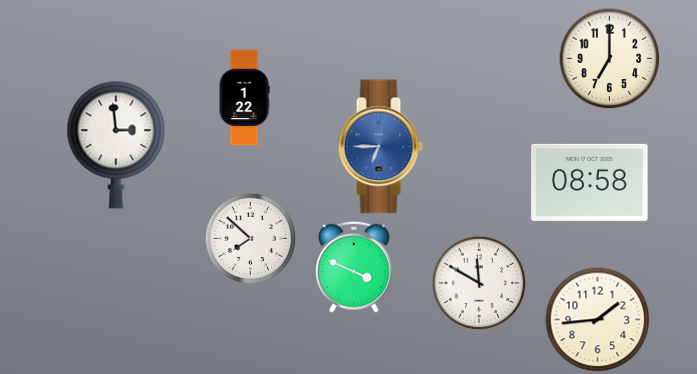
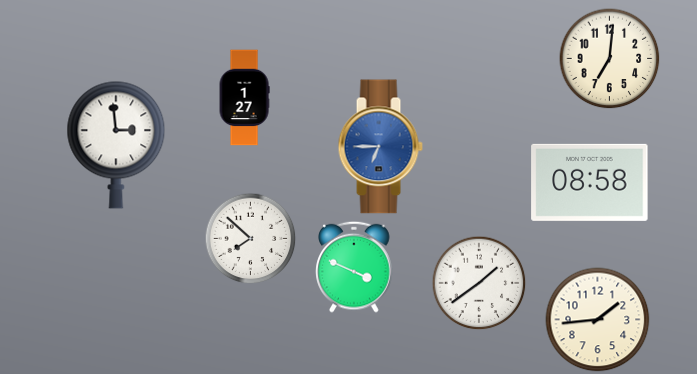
clock at (610, 59): 7:00 -> 7:01
clock at (244, 98): 1:22 -> 1:27
clock at (479, 283): 11:50 -> 1:39
